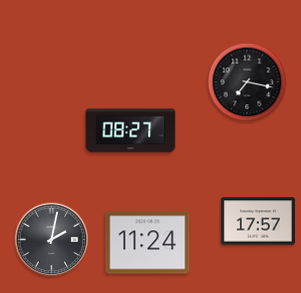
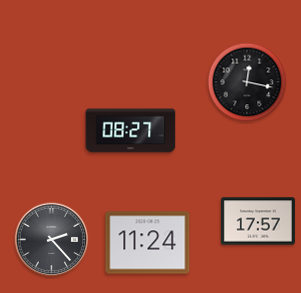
clock at (247, 82): 7:17 -> 12:17
clock at (52, 240): 2:02 -> 2:23
